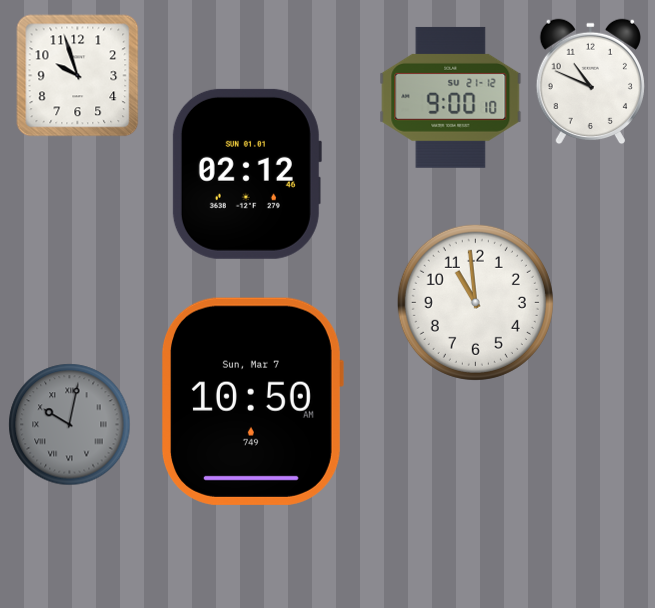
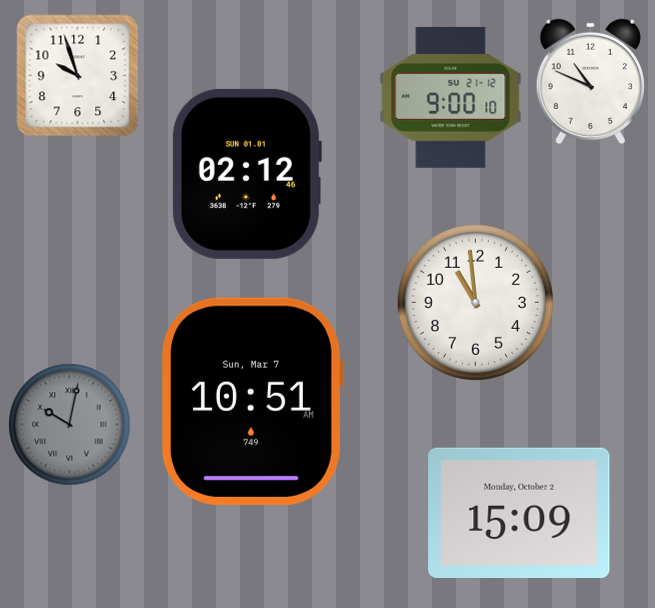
clock at (253, 401): 10:50 -> 10:51
clock at (519, 513): none -> 15:09
